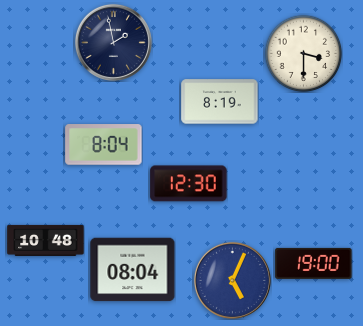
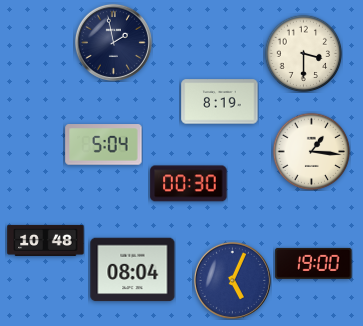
clock at (104, 145): 8:04 -> 5:04
clock at (311, 151): none -> 1:16
clock at (189, 184): 12:30 -> 00:30
